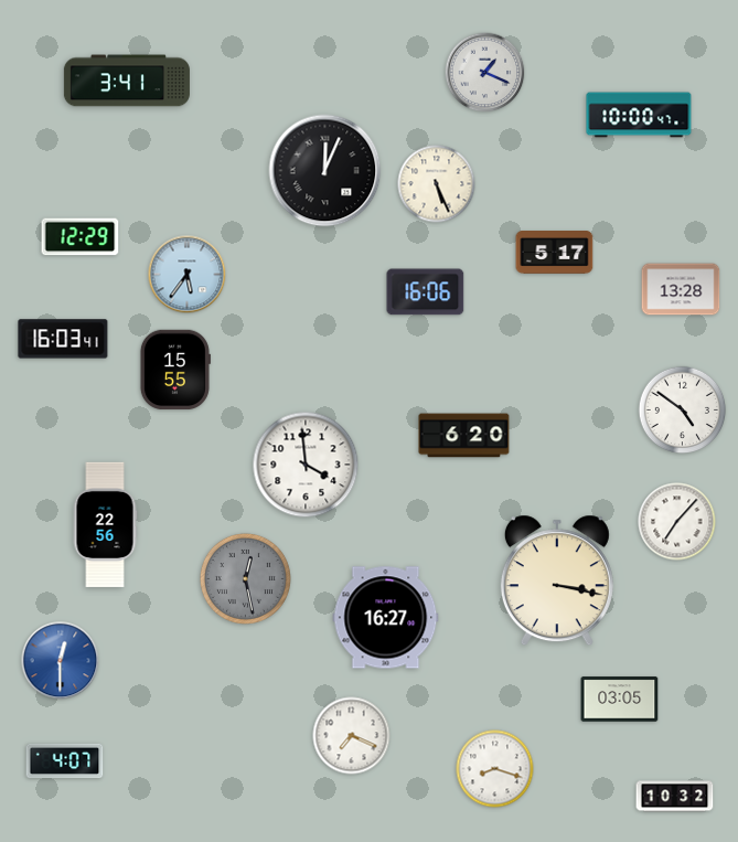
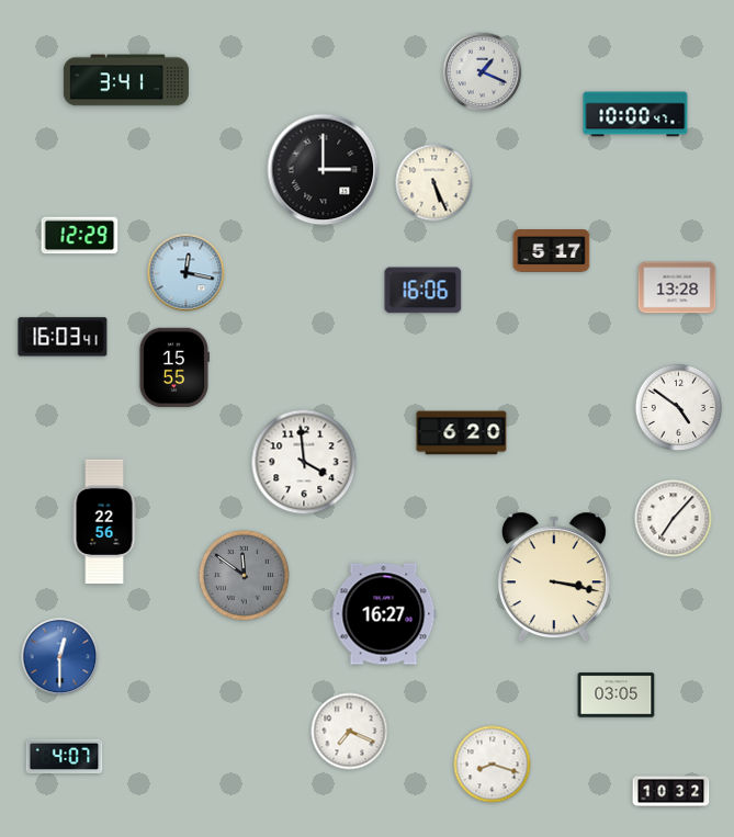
clock at (325, 171): 12:04 -> 3:00
clock at (188, 275): 5:36 -> 12:17
clock at (245, 578): 12:28 -> 11:51
